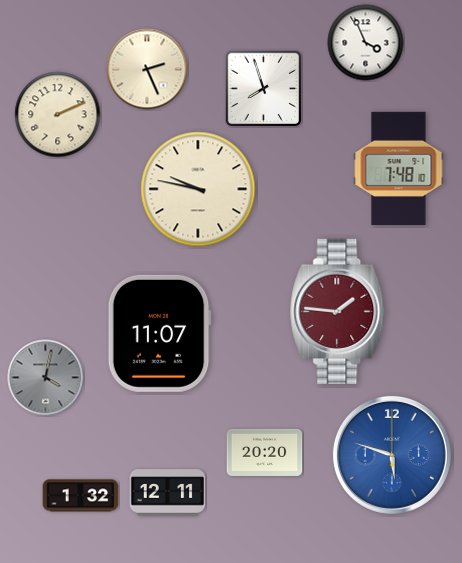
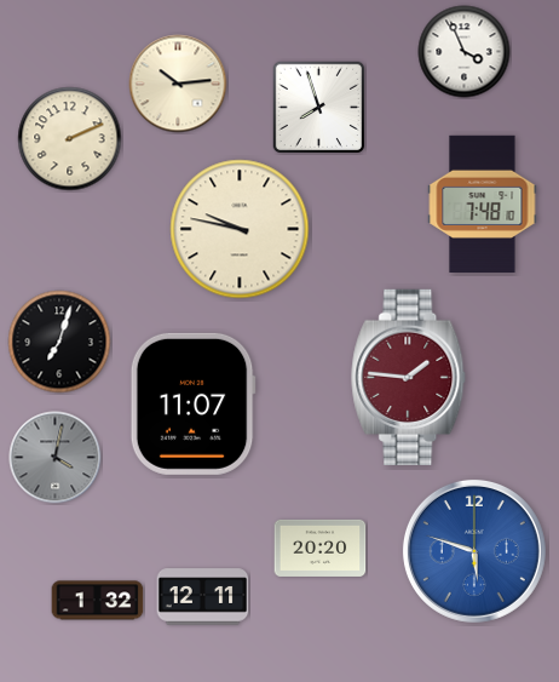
clock at (366, 43) position: (366, 43) -> (465, 52)
clock at (147, 69): 2:26 -> 10:14
clock at (59, 342): none -> 7:03
